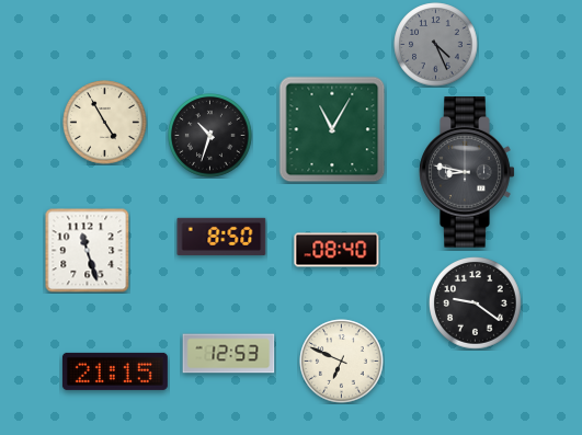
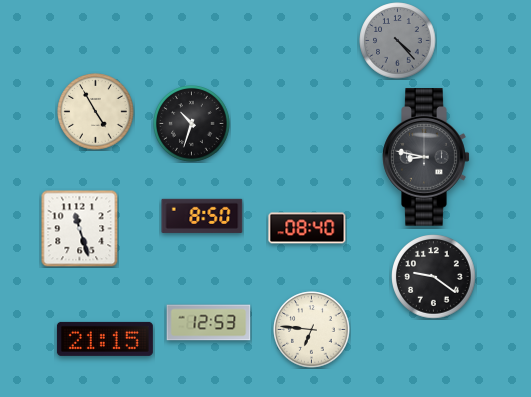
clock at (436, 45): 4:26 -> 4:23
clock at (332, 129): 11:05 -> none
clock at (342, 362): 6:49 -> 6:46
